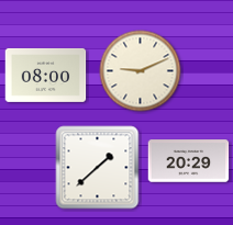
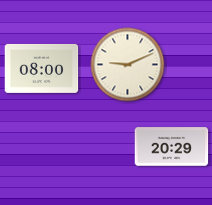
clock at (98, 168): 1:38 -> none
